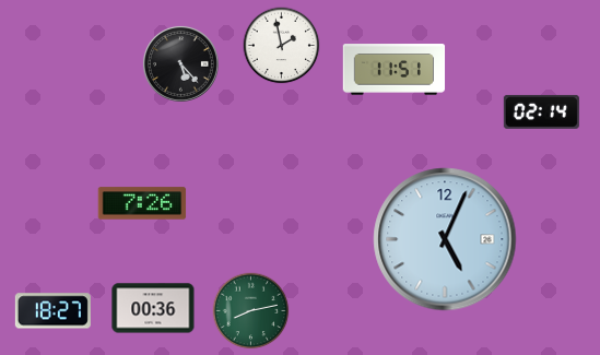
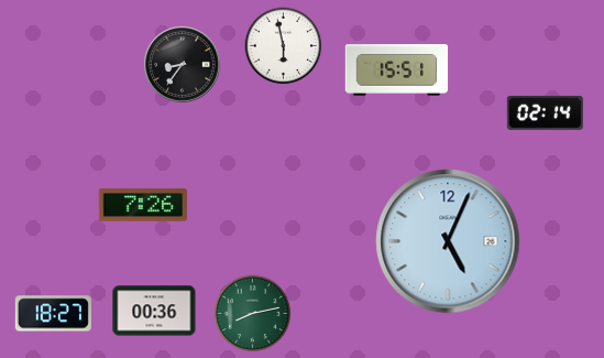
clock at (282, 46): 1:58 -> 5:58
clock at (180, 63): 5:23 -> 8:36
clock at (395, 70): 11:51 -> 15:51
